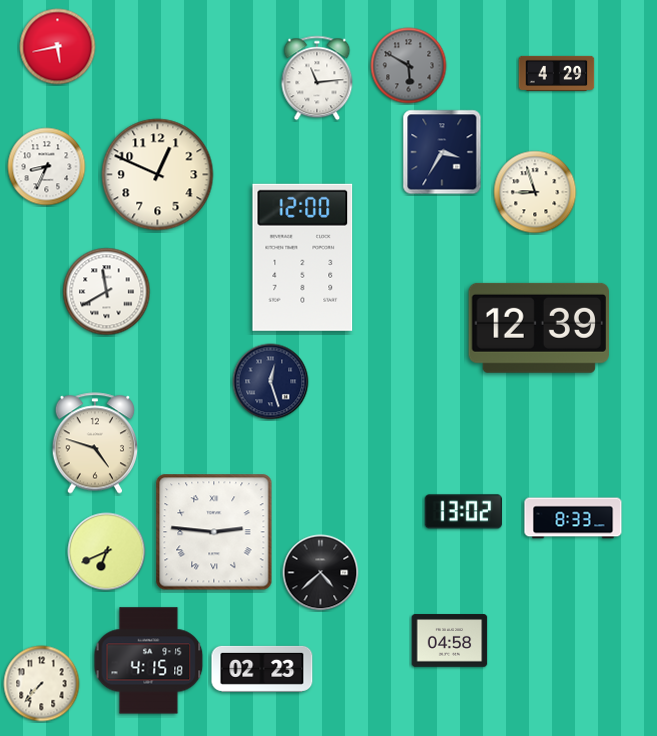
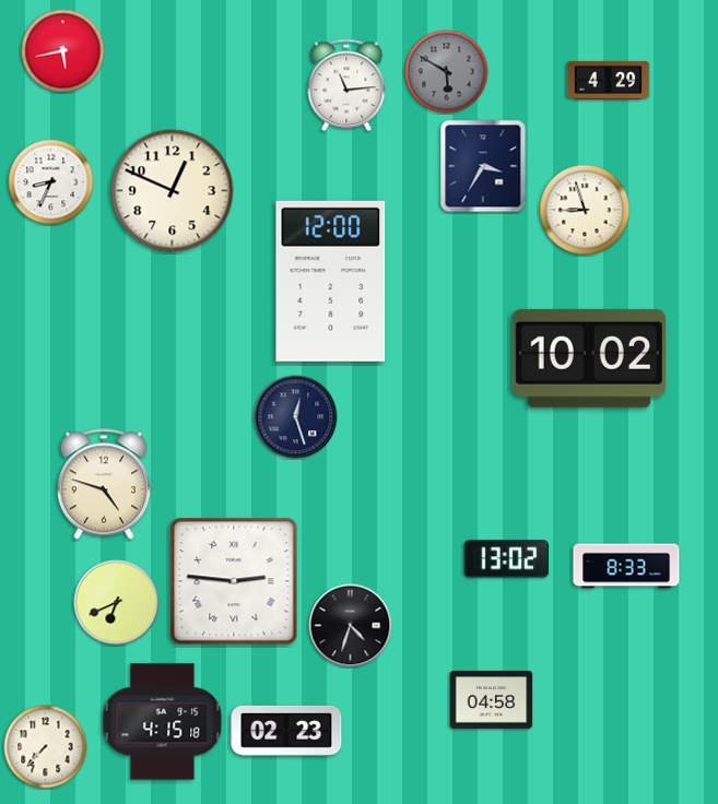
clock at (107, 292): 11:40 -> none
clock at (538, 328): 12:39 -> 10:02
clock at (321, 573): 4:38 -> 4:33
